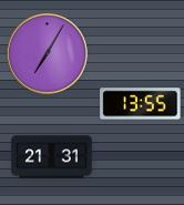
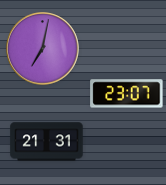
clock at (48, 54): 7:05 -> 7:02
clock at (141, 104): 13:55 -> 23:07
